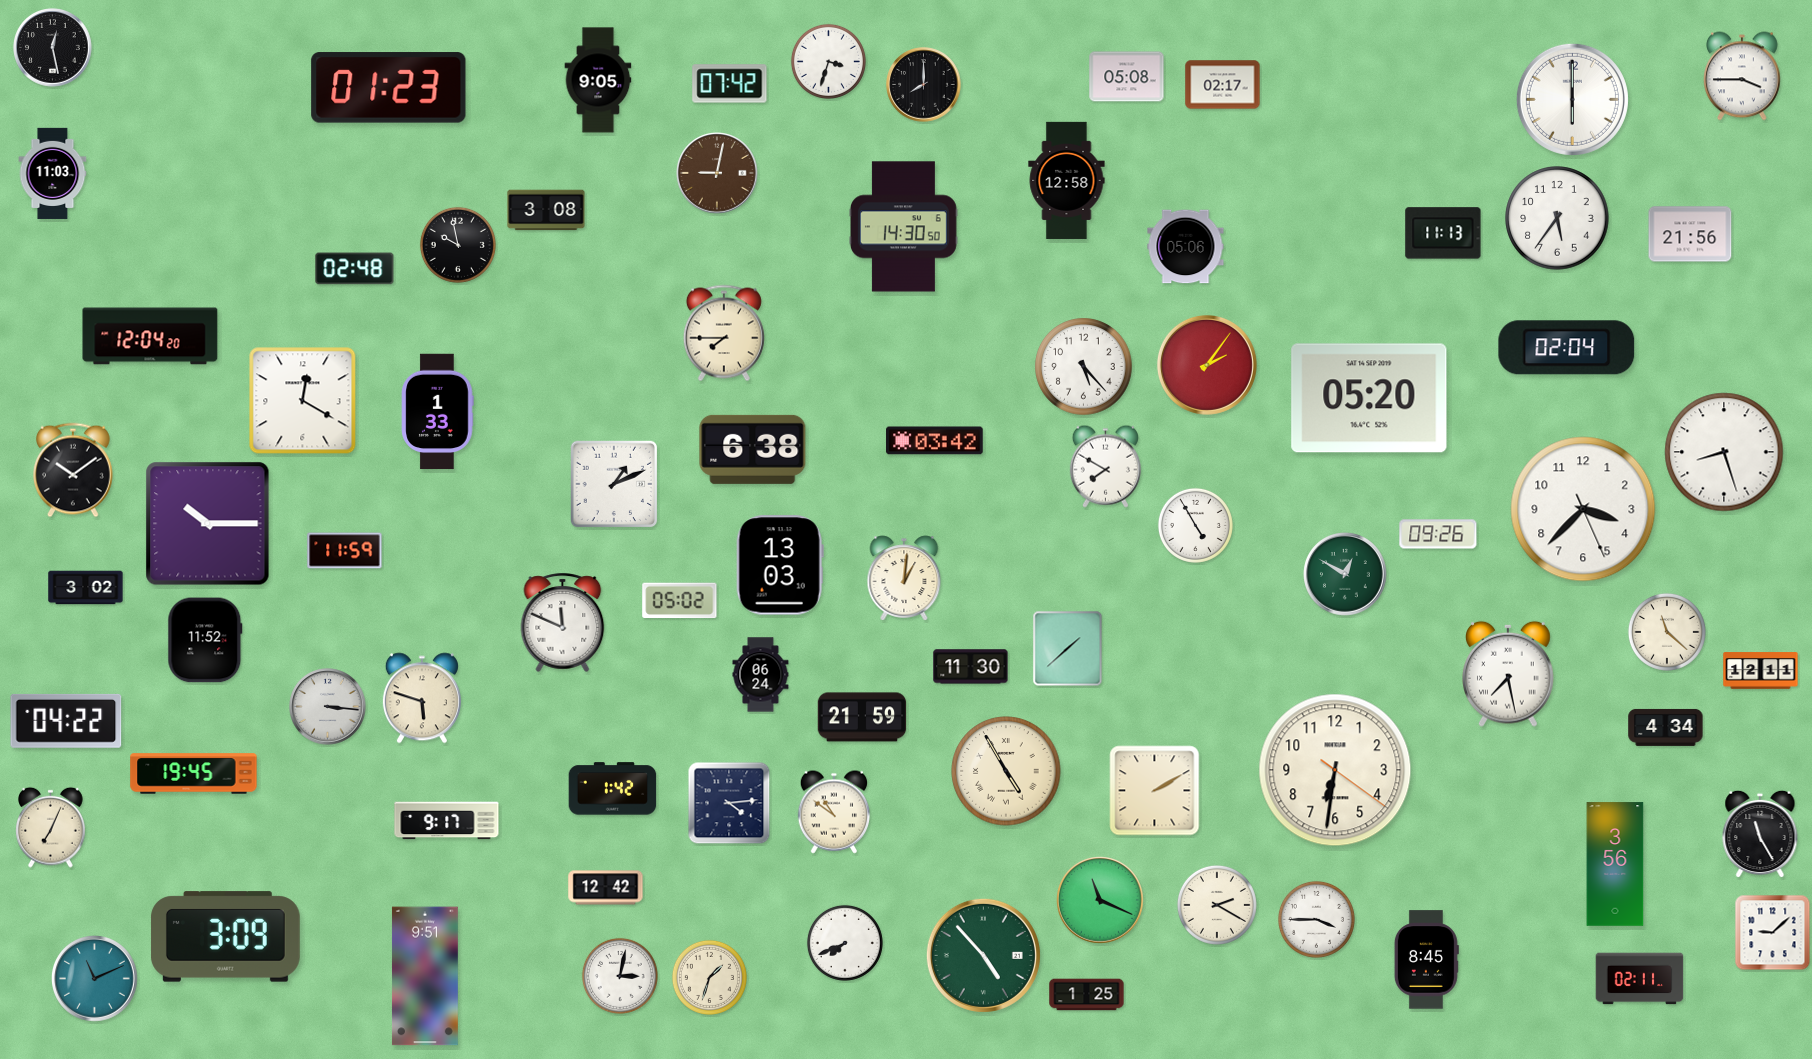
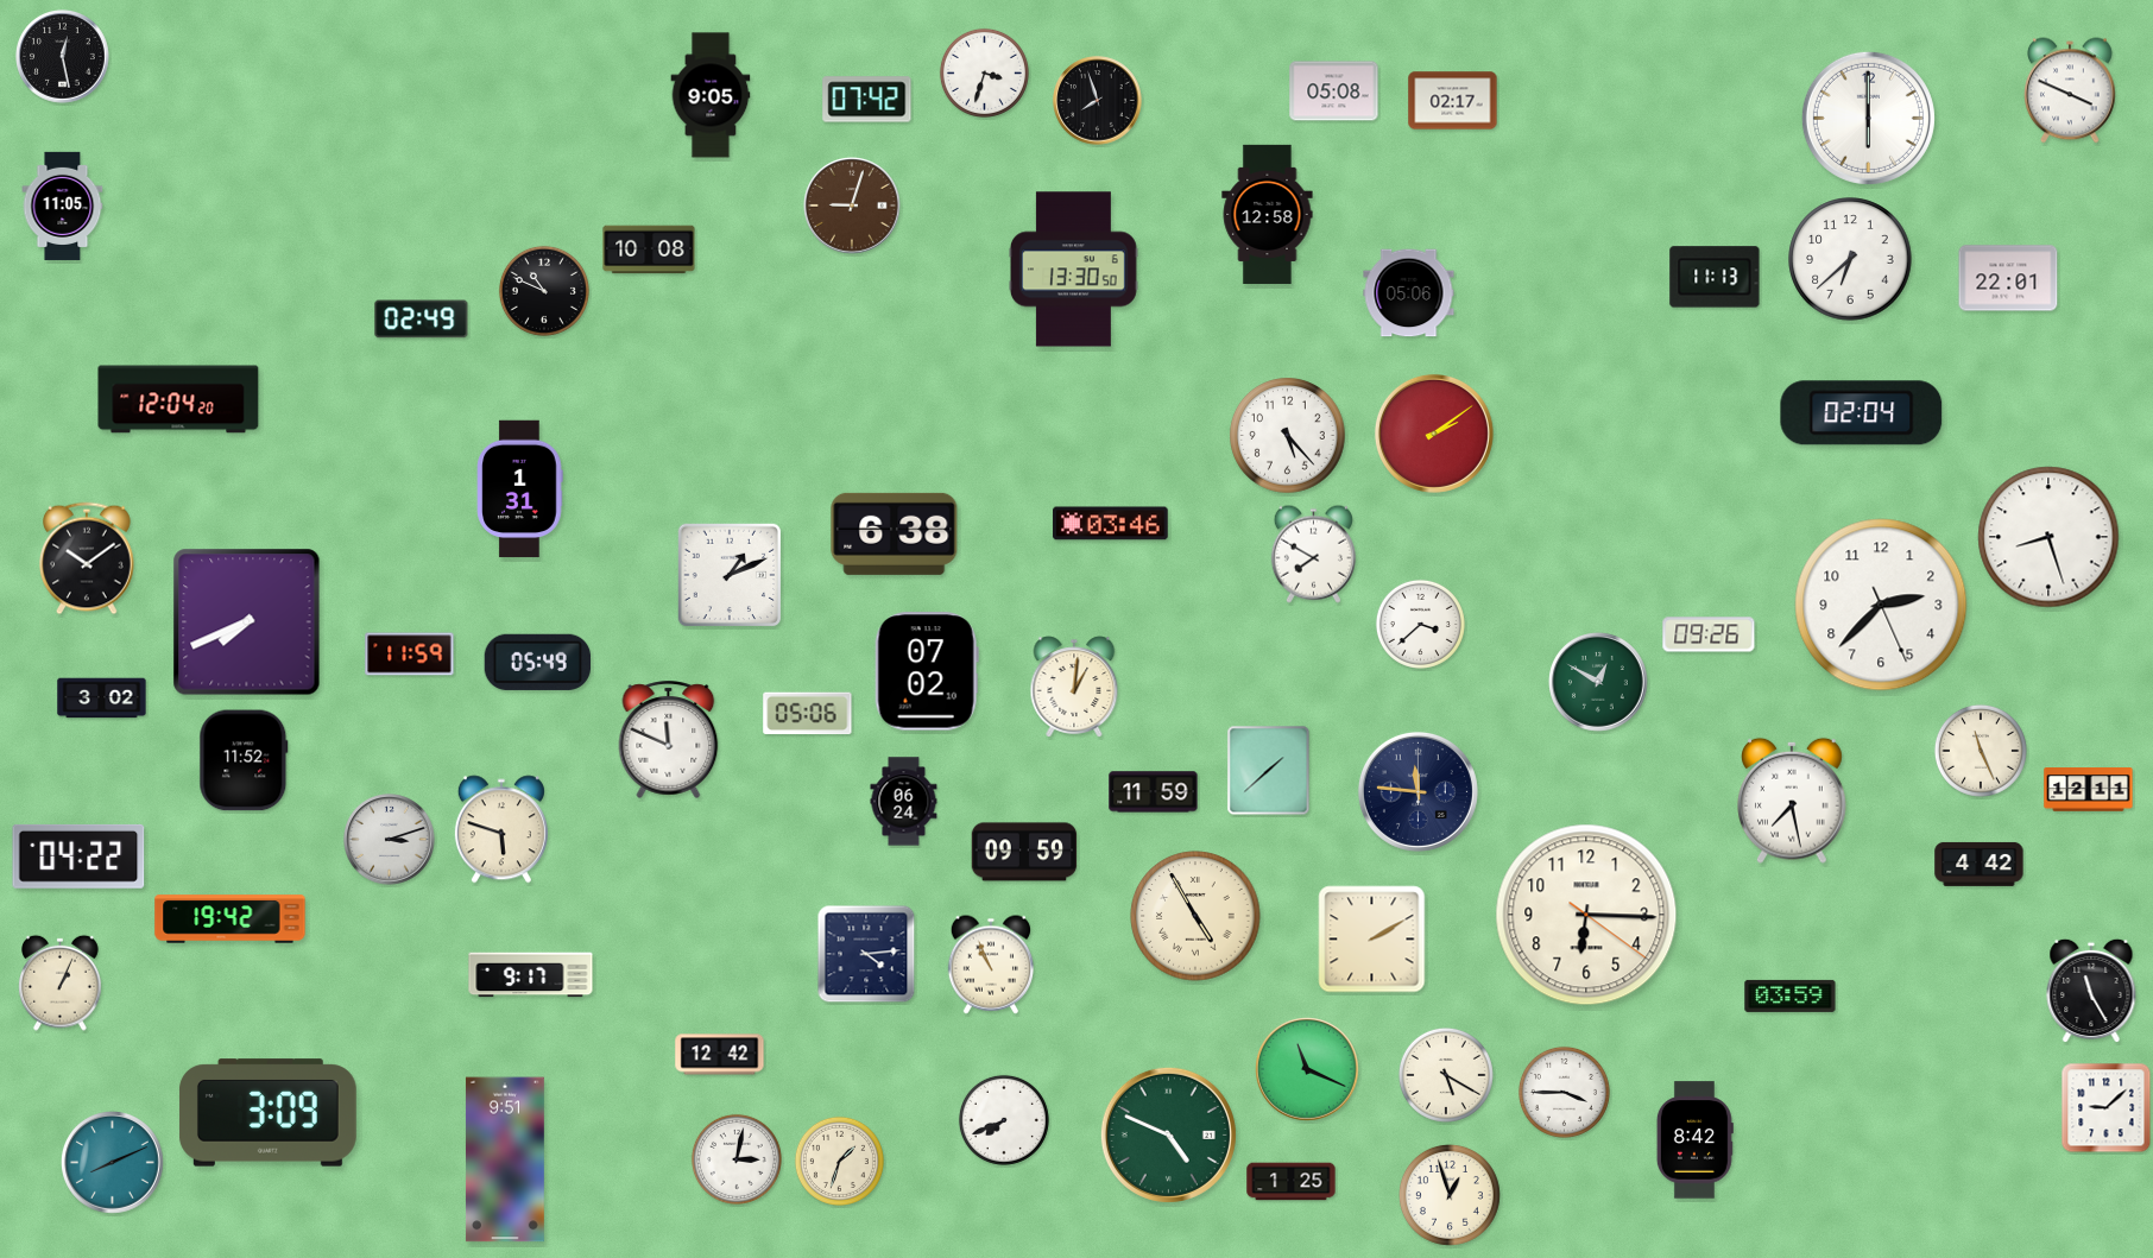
clock at (1743, 76): 3:45 -> 3:49
clock at (1127, 77) position: (1127, 77) -> (1334, 91)
clock at (924, 85): 8:00 -> 7:57
clock at (389, 88): 01:23 -> none
clock at (53, 173): 11:03 -> 11:05
clock at (717, 173): 9:02 -> 9:03
clock at (546, 210): 3:08 -> 10:08
clock at (1557, 218): 5:36 -> 6:38
clock at (904, 227): 14:30 -> 13:30
clock at (1690, 234): 21:56 -> 22:01
clock at (458, 245): 9:58 -> 10:49
clock at (355, 269): 02:48 -> 02:49
clock at (724, 333): 7:45 -> none
clock at (1207, 365): 2:06 -> 2:09
clock at (1369, 398): 05:20 -> none
clock at (303, 401): 12:20 -> none
clock at (438, 412): 1:33 -> 1:31
clock at (935, 441): 03:42 -> 03:46
clock at (1583, 509): 3:37 -> 2:37
clock at (208, 524): 10:15 -> 7:41
clock at (1195, 525): 4:55 -> 3:38
clock at (537, 662): none -> 05:49
clock at (780, 565): 13:03 -> 07:02
clock at (680, 601): 05:02 -> 05:06
clock at (1667, 632): 11:22 -> 11:26
clock at (1418, 791): none -> 11:46
clock at (971, 667): 11:30 -> 11:59
clock at (1761, 671) position: (1761, 671) -> (2089, 790)
clock at (328, 707): 3:16 -> 3:12
clock at (862, 717): 21:59 -> 09:59
clock at (1666, 727): 4:34 -> 4:42
clock at (1335, 770): 6:31 -> 6:15
clock at (194, 774): 19:45 -> 19:42
clock at (613, 789): 1:42 -> none
clock at (834, 812): 10:51 -> 10:56
clock at (51, 827): 7:04 -> 1:04
clock at (1791, 995): none -> 03:59
clock at (1615, 864): 3:56 -> none
clock at (1217, 905): 2:20 -> 5:20
clock at (983, 955): 4:53 -> 4:49
clock at (1426, 960): 8:45 -> 8:42
clock at (709, 977) position: (709, 977) -> (839, 1161)
clock at (95, 979): 11:11 -> 8:11
clock at (1640, 979): 02:11 -> none
clock at (1450, 1195): none -> 12:57
